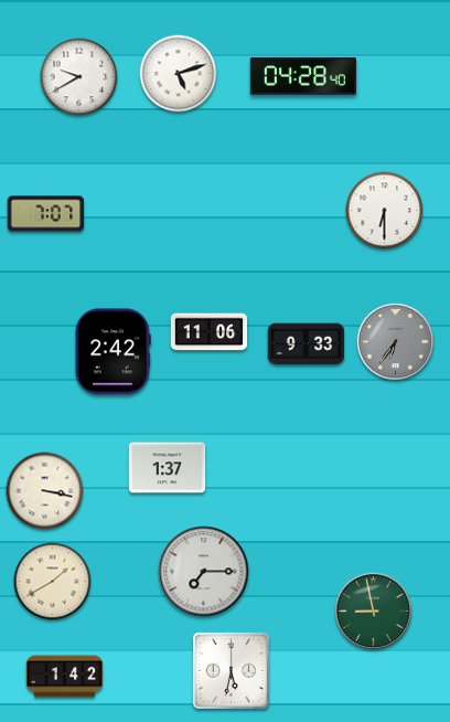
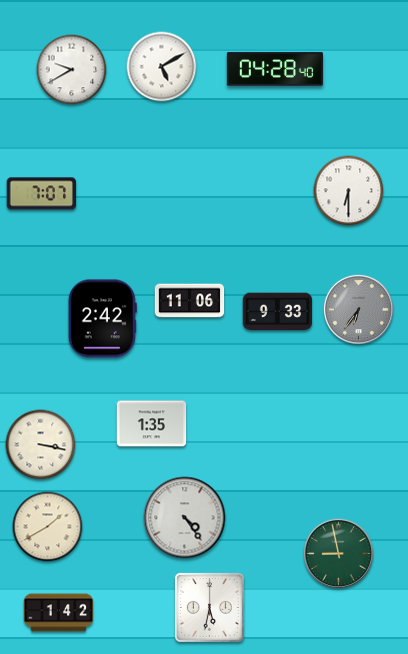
clock at (179, 74): 5:12 -> 5:10
clock at (168, 468): 1:37 -> 1:35
clock at (204, 572): 7:15 -> 4:24
